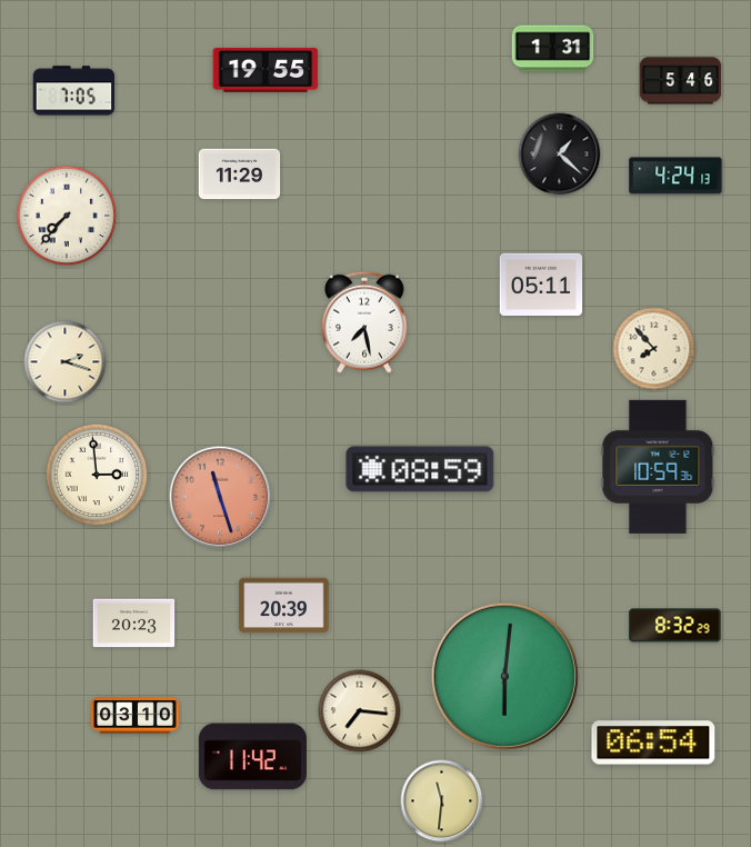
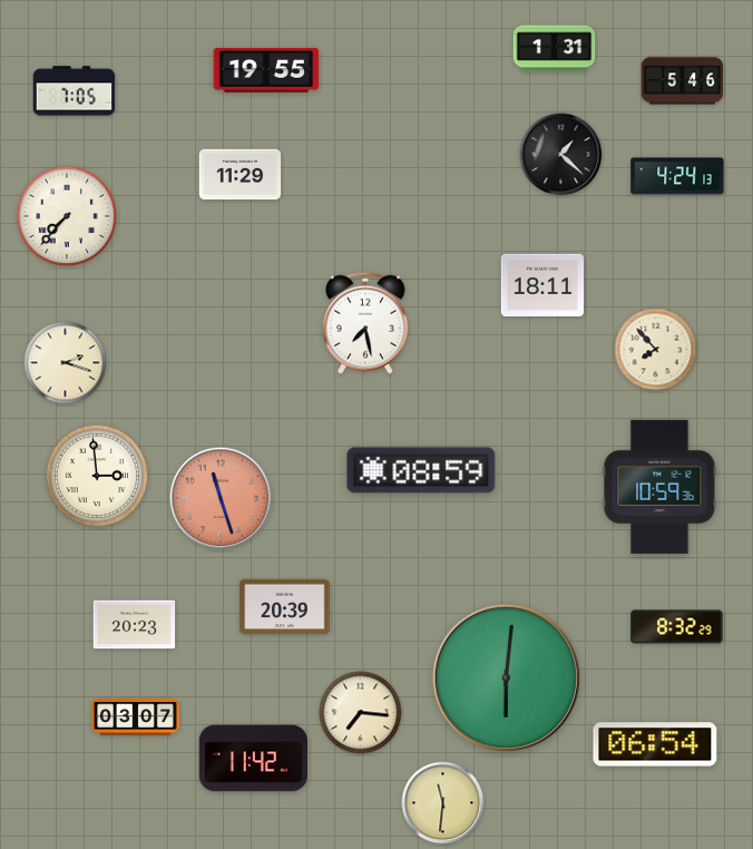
clock at (541, 283): 05:11 -> 18:11
clock at (658, 467) position: (658, 467) -> (659, 487)
clock at (136, 716): 03:10 -> 03:07
